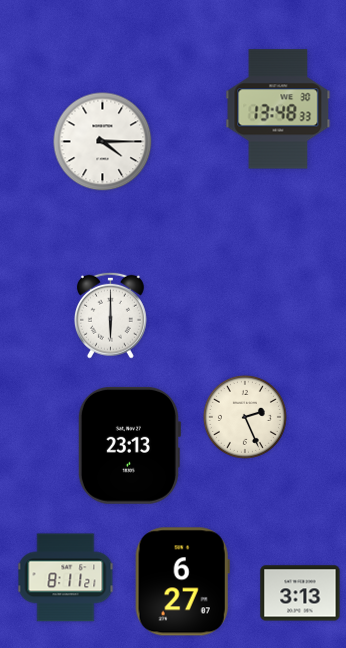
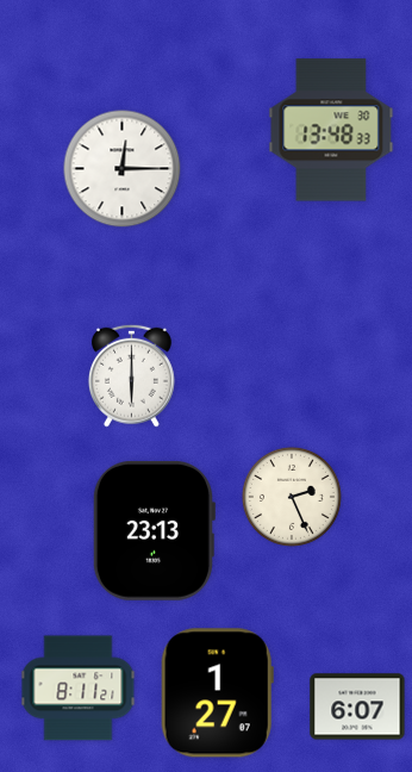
clock at (103, 142): 4:15 -> 12:15
clock at (182, 582): 6:27 -> 1:27
clock at (300, 593): 3:13 -> 6:07
